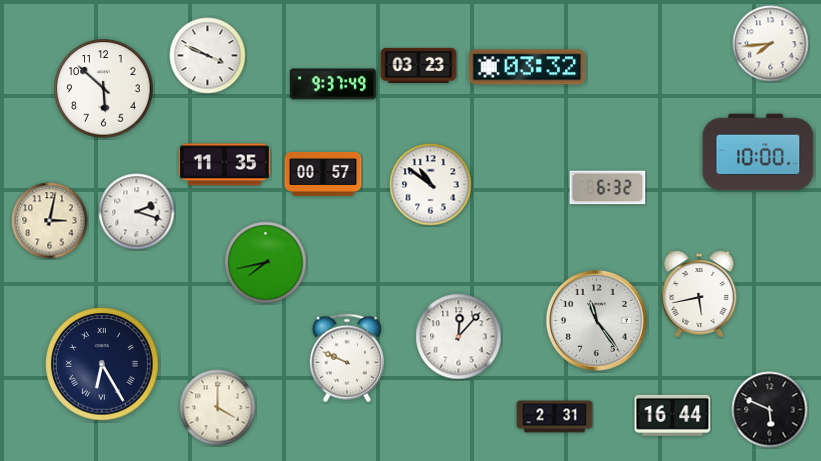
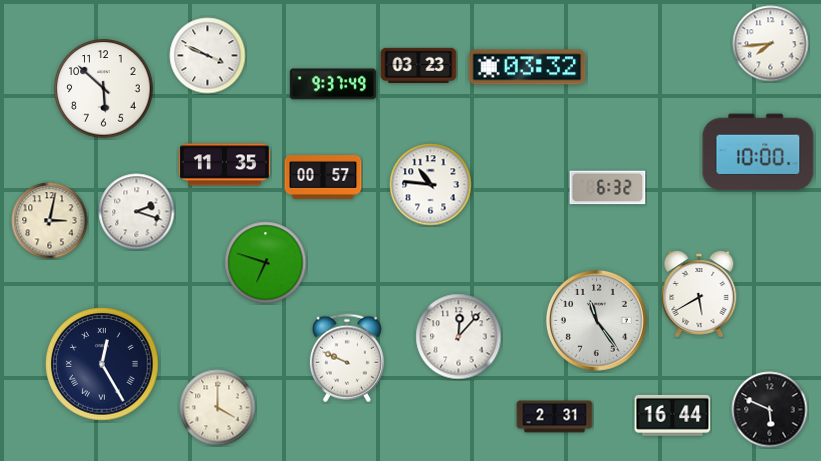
clock at (323, 175) position: (323, 175) -> (323, 178)
clock at (431, 185): 10:51 -> 10:46
clock at (266, 263): 7:43 -> 6:48
clock at (699, 294): 5:43 -> 5:40
clock at (102, 364): 6:25 -> 12:25
